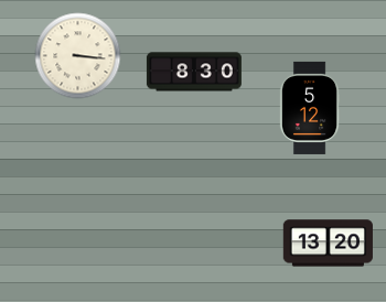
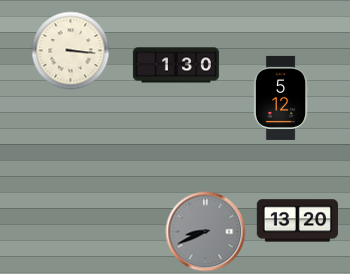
clock at (194, 72): 8:30 -> 1:30
clock at (205, 231): none -> 8:41
